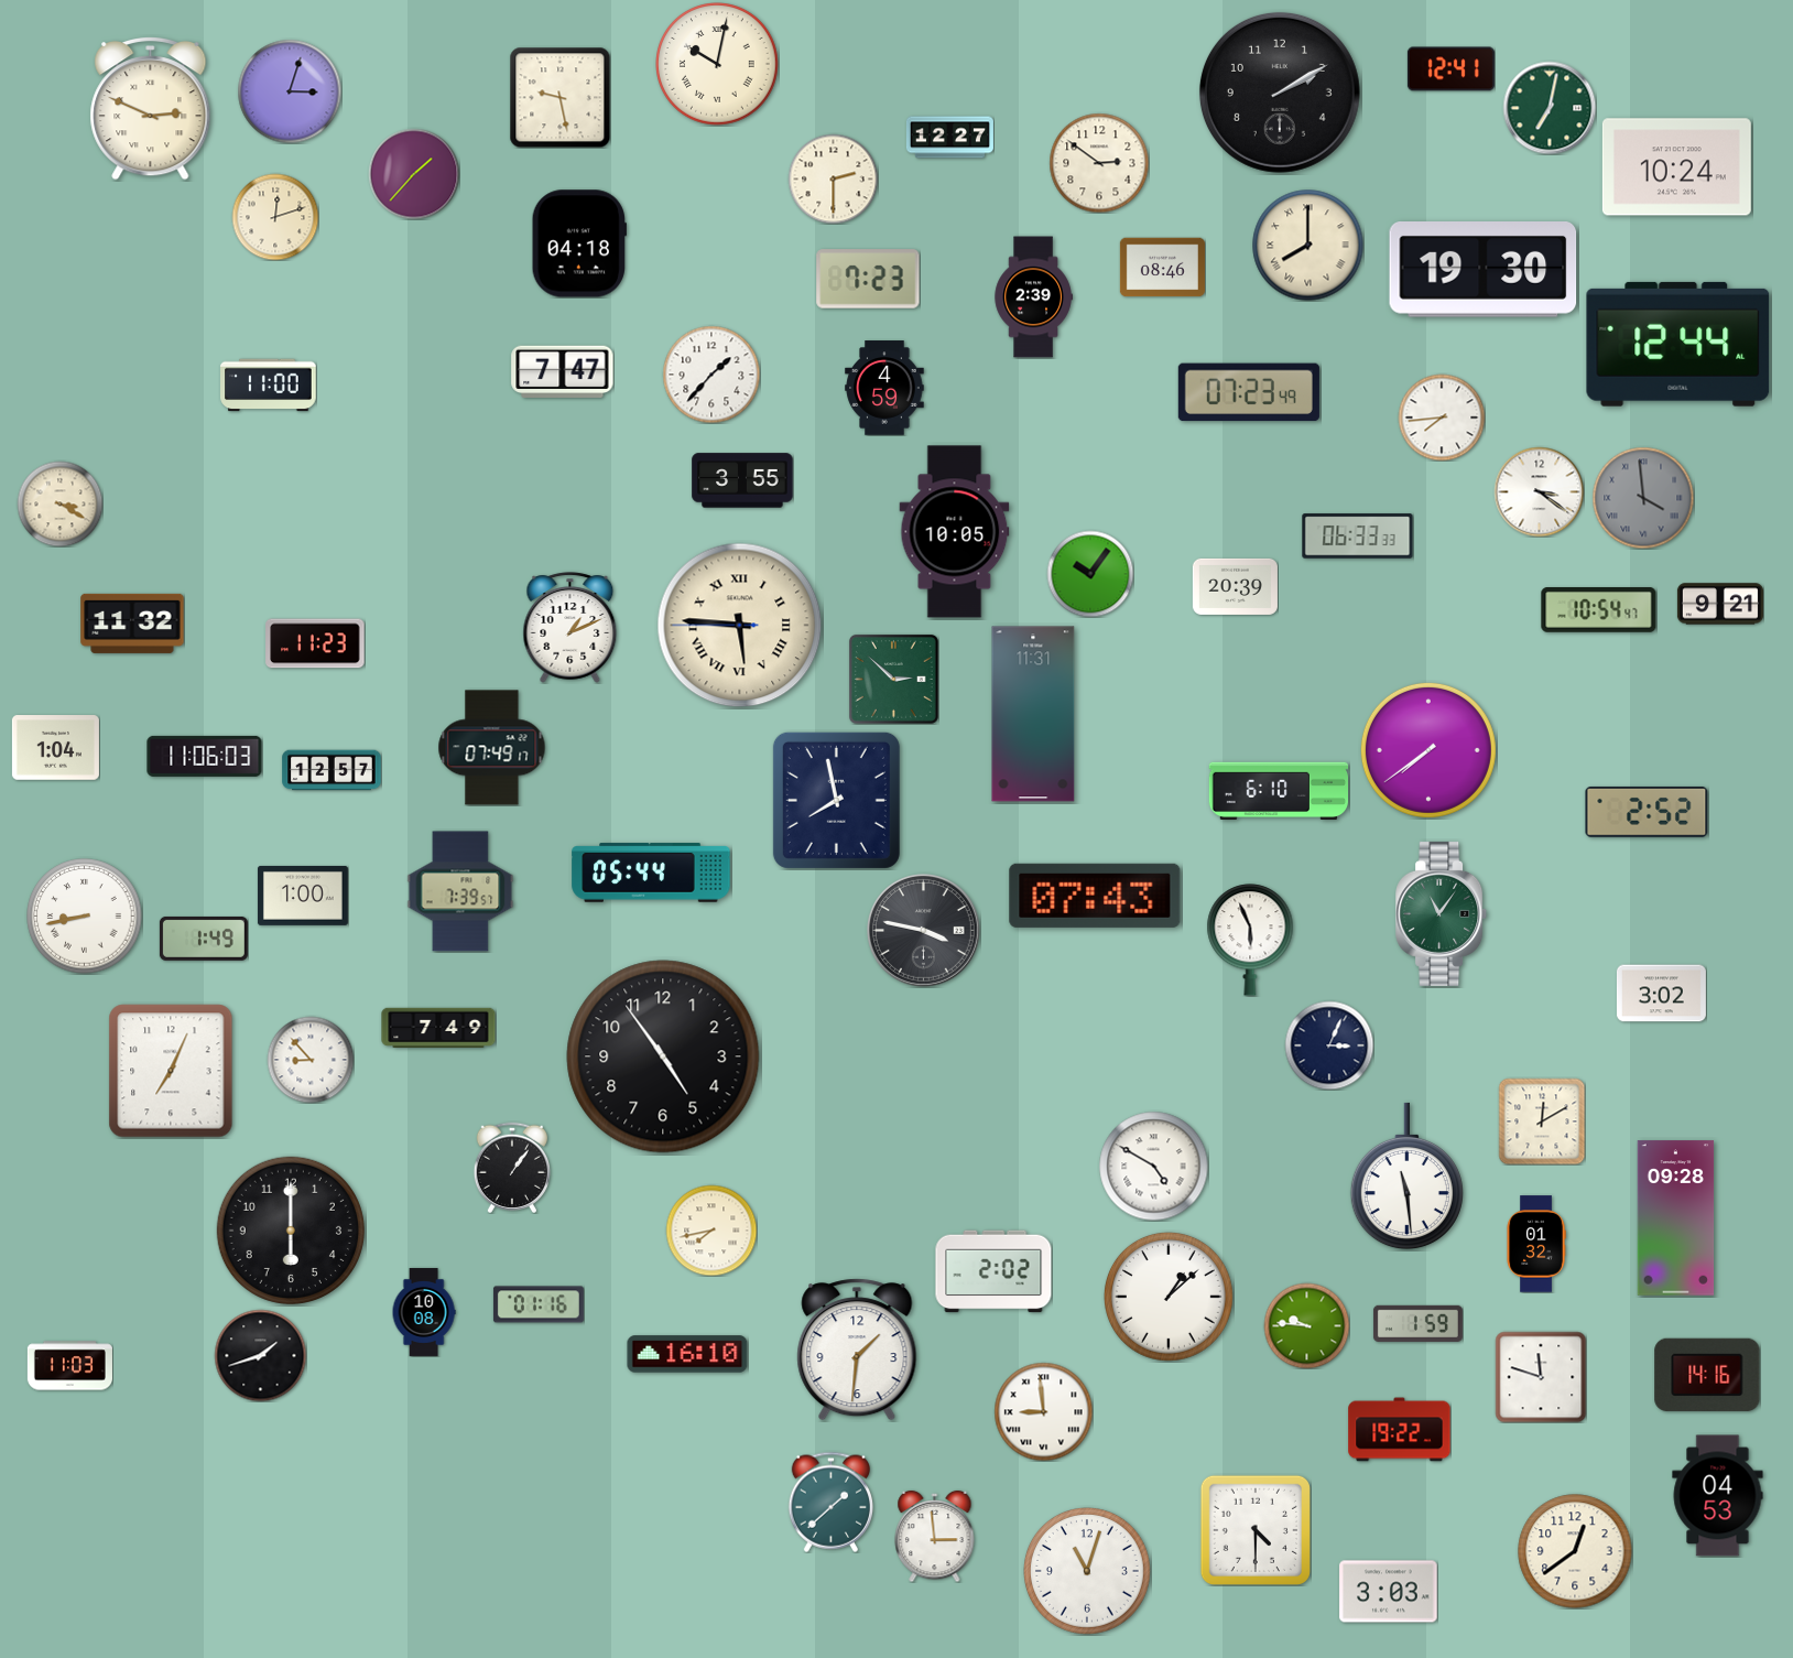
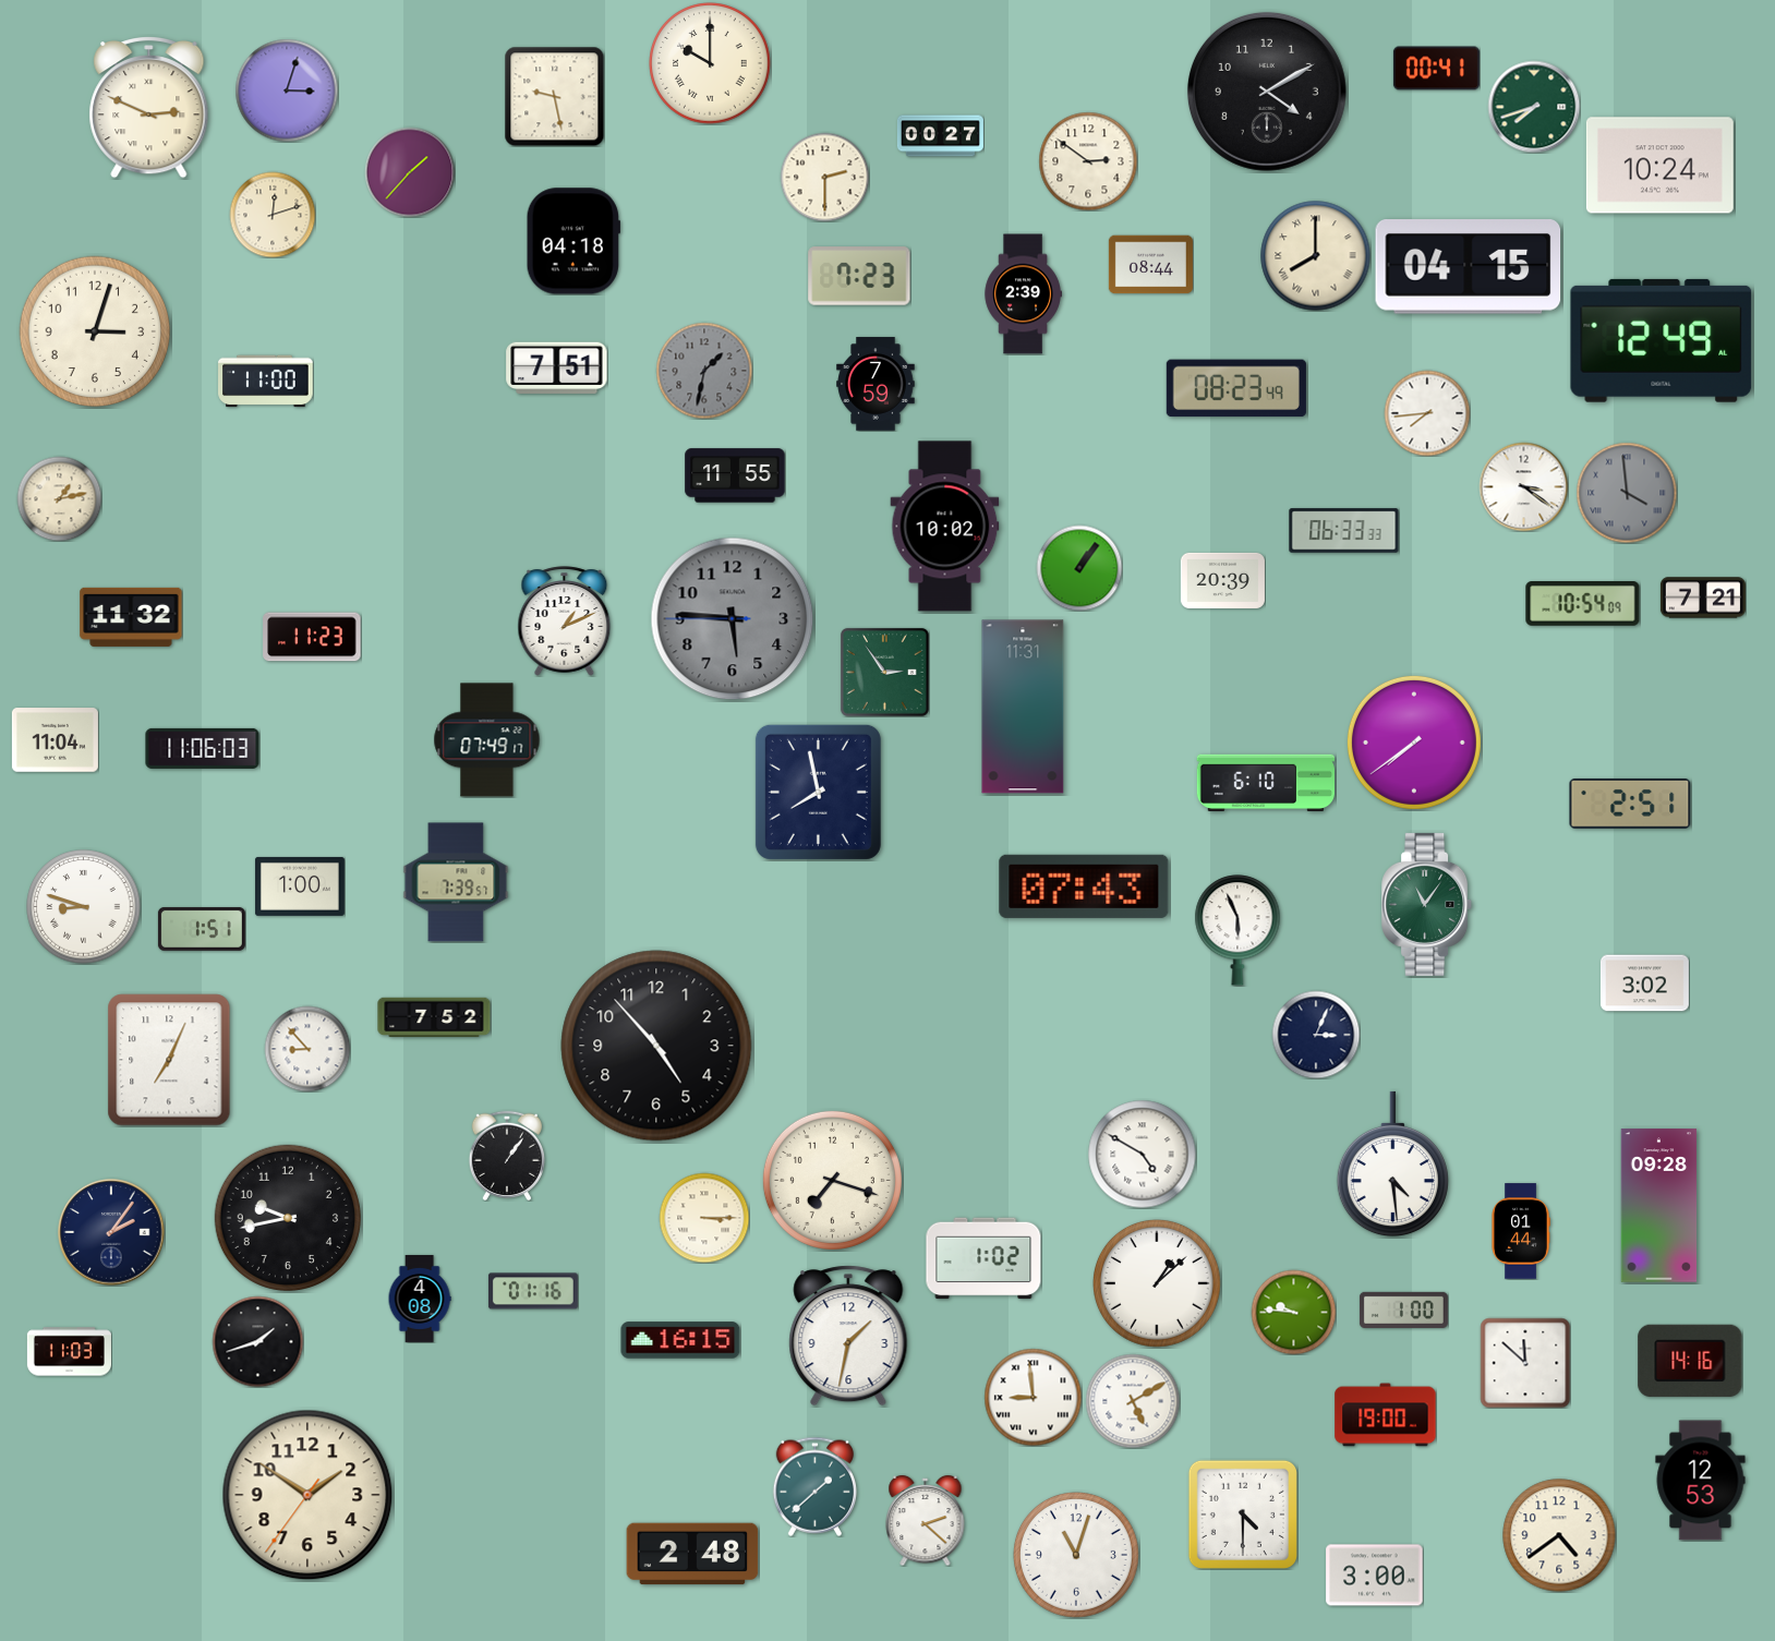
clock at (717, 64): 10:02 -> 10:00
clock at (1450, 69): 12:41 -> 00:41
clock at (1280, 93): 2:10 -> 4:10
clock at (1550, 108): 7:02 -> 7:42
clock at (949, 138): 12:27 -> 00:27
clock at (1308, 246) position: (1308, 246) -> (1316, 256)
clock at (1162, 268): 08:46 -> 08:44
clock at (1484, 270): 19:30 -> 04:15
clock at (94, 330): none -> 3:03
clock at (1678, 344): 12:44 -> 12:49
clock at (563, 372): 7:47 -> 7:51
clock at (711, 375): 1:37 -> 1:32
clock at (711, 375) dial: white -> grey
clock at (884, 388): 4:59 -> 7:59
clock at (1249, 392): 07:23 -> 08:23
clock at (742, 480): 3:55 -> 11:55
clock at (59, 503): 3:20 -> 1:13
clock at (955, 532): 10:05 -> 10:02
clock at (1090, 574): 10:06 -> 1:06
clock at (1720, 604): 9:21 -> 7:21
clock at (1599, 610): 10:54:47 -> 10:54:09
clock at (740, 626) dial: cream -> grey
clock at (740, 626) numerals: Roman -> Arabic
clock at (893, 679): 2:52 -> 2:54
clock at (55, 748): 1:04 -> 11:04
clock at (332, 770): 12:57 -> none
clock at (836, 800) position: (836, 800) -> (818, 792)
clock at (1647, 812): 2:52 -> 2:51
clock at (651, 873): 05:44 -> none
clock at (85, 917): 8:43 -> 8:48
clock at (924, 931): 3:47 -> none
clock at (204, 939): 1:49 -> 1:51
clock at (438, 1028): 7:49 -> 7:52
clock at (663, 1056): 4:54 -> 4:53
clock at (1542, 1121): 12:10 -> none
clock at (1406, 1177): 11:29 -> 4:29
clock at (832, 1180): none -> 7:18
clock at (291, 1231): 6:00 -> 9:43
clock at (711, 1231): 7:43 -> 3:15
clock at (1536, 1244): 01:32 -> 01:44
clock at (111, 1232): none -> 2:06
clock at (993, 1271): 2:02 -> 1:02
clock at (424, 1312): 10:08 -> 4:08
clock at (1417, 1323): 1:59 -> 1:00
clock at (857, 1350): 1:31 -> 1:32
clock at (687, 1354): 16:10 -> 16:15
clock at (1541, 1377): 11:48 -> 11:52
clock at (1133, 1401): none -> 5:10
clock at (1400, 1430): 19:22 -> 19:00
clock at (1718, 1496): 04:53 -> 12:53
clock at (830, 1502) position: (830, 1502) -> (814, 1486)
clock at (307, 1495): none -> 1:50
clock at (935, 1536): 2:59 -> 2:22
clock at (1575, 1551): 12:39 -> 4:39
clock at (692, 1554): none -> 2:48
clock at (1389, 1592): 3:03 -> 3:00
